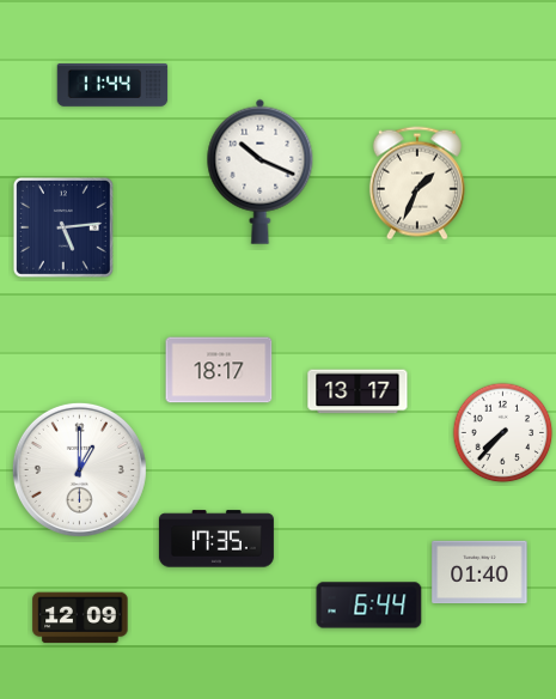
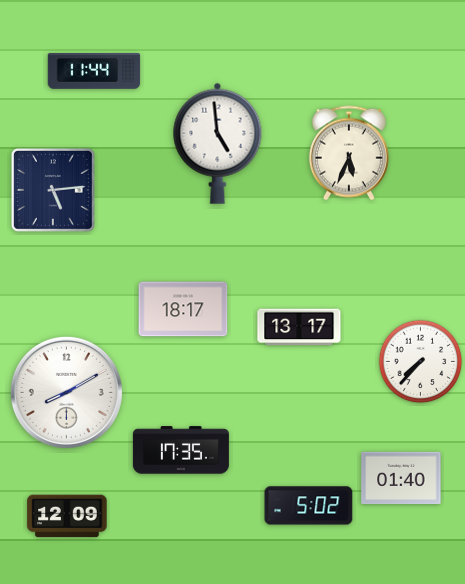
clock at (261, 171): 10:19 -> 4:59
clock at (417, 183): 1:34 -> 5:34
clock at (79, 469): 1:00 -> 8:10
clock at (369, 606): 6:44 -> 5:02
